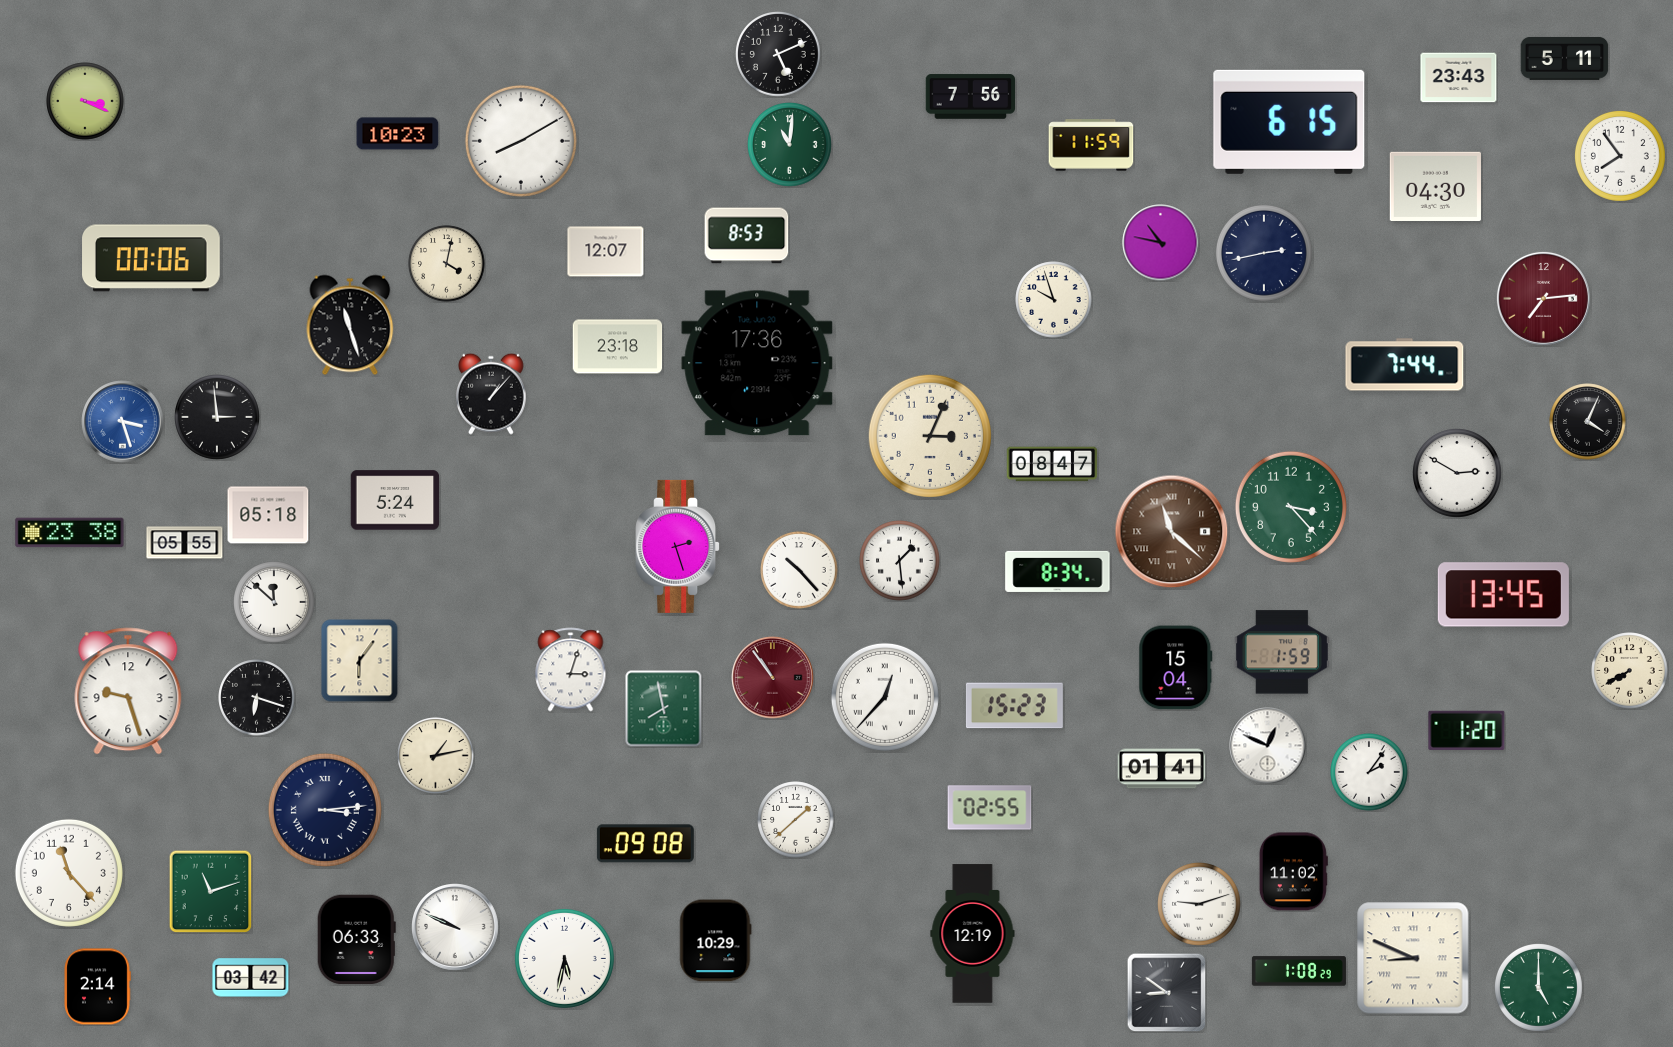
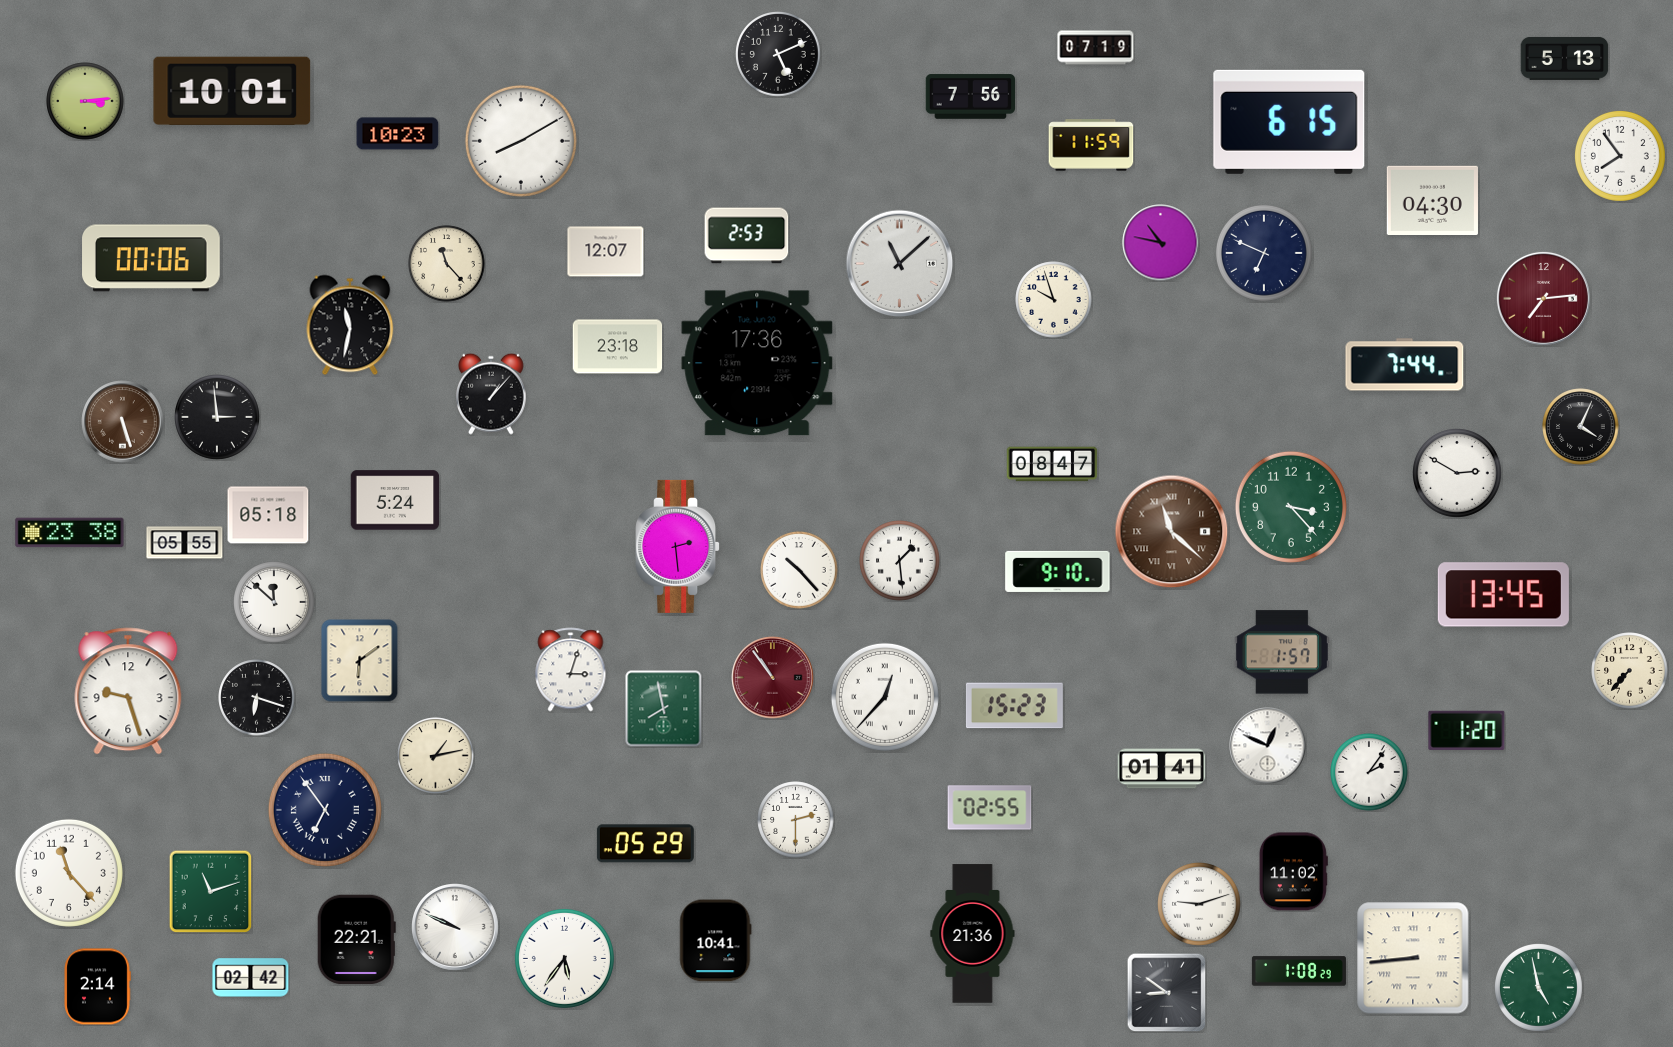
clock at (1096, 48): none -> 07:19
clock at (1565, 58): 5:11 -> 5:13
clock at (1459, 78): 23:43 -> none
clock at (232, 91): none -> 10:01
clock at (85, 101): 3:19 -> 3:14
clock at (790, 145): 11:01 -> none
clock at (1435, 186) position: (1435, 186) -> (1432, 200)
clock at (747, 236): 8:53 -> 2:53
clock at (1264, 253): 2:43 -> 6:49
clock at (447, 264): 4:02 -> 11:23
clock at (900, 264): none -> 11:08
clock at (350, 325): 11:27 -> 11:32
clock at (123, 422): 3:27 -> 5:27
clock at (123, 422) dial: blue -> brown
clock at (1588, 422) position: (1588, 422) -> (1581, 427)
clock at (930, 436): 3:04 -> none
clock at (678, 546): 2:27 -> 2:29
clock at (1058, 571): 8:34 -> 9:10
clock at (1282, 652): 1:59 -> 1:57
clock at (360, 661): 6:06 -> 6:09
clock at (1176, 668): 15:04 -> none
clock at (1630, 671): 7:40 -> 7:37
clock at (325, 810): 3:14 -> 6:54
clock at (796, 820): 1:38 -> 2:30
clock at (645, 844): 09:08 -> 05:29
clock at (973, 934): 12:19 -> 21:36
clock at (356, 940): 06:33 -> 22:21
clock at (716, 941): 10:29 -> 10:41
clock at (564, 958): 5:32 -> 5:36
clock at (1413, 958): 8:49 -> 8:44
clock at (251, 978): 03:42 -> 02:42
clock at (1539, 988): 5:00 -> 4:58
